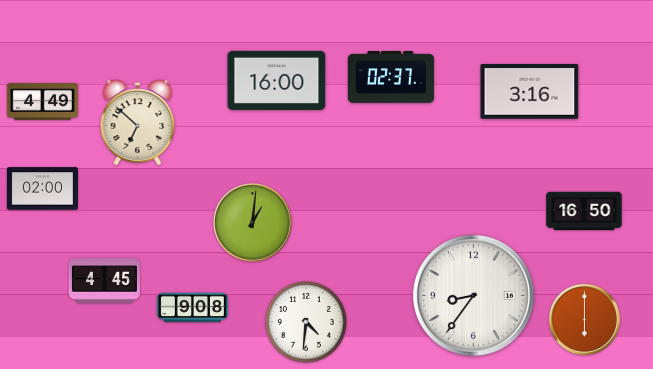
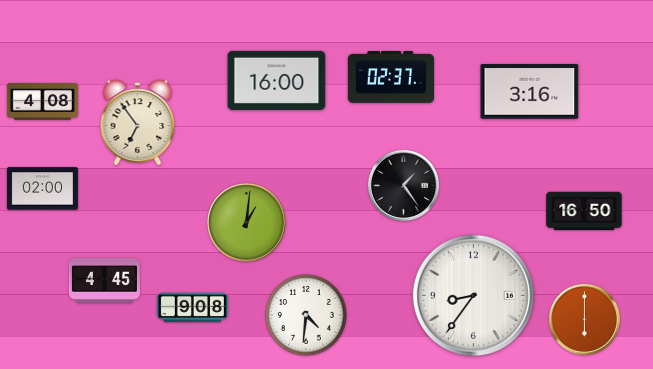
clock at (42, 102): 4:49 -> 4:08
clock at (138, 123): 6:52 -> 6:54
clock at (403, 185): none -> 1:24
clock at (253, 223) position: (253, 223) -> (247, 223)
clock at (307, 323) position: (307, 323) -> (307, 316)
